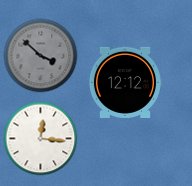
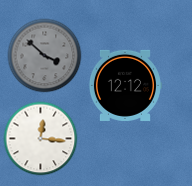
clock at (41, 56) position: (41, 56) -> (45, 56)
clock at (125, 82) position: (125, 82) -> (125, 85)
